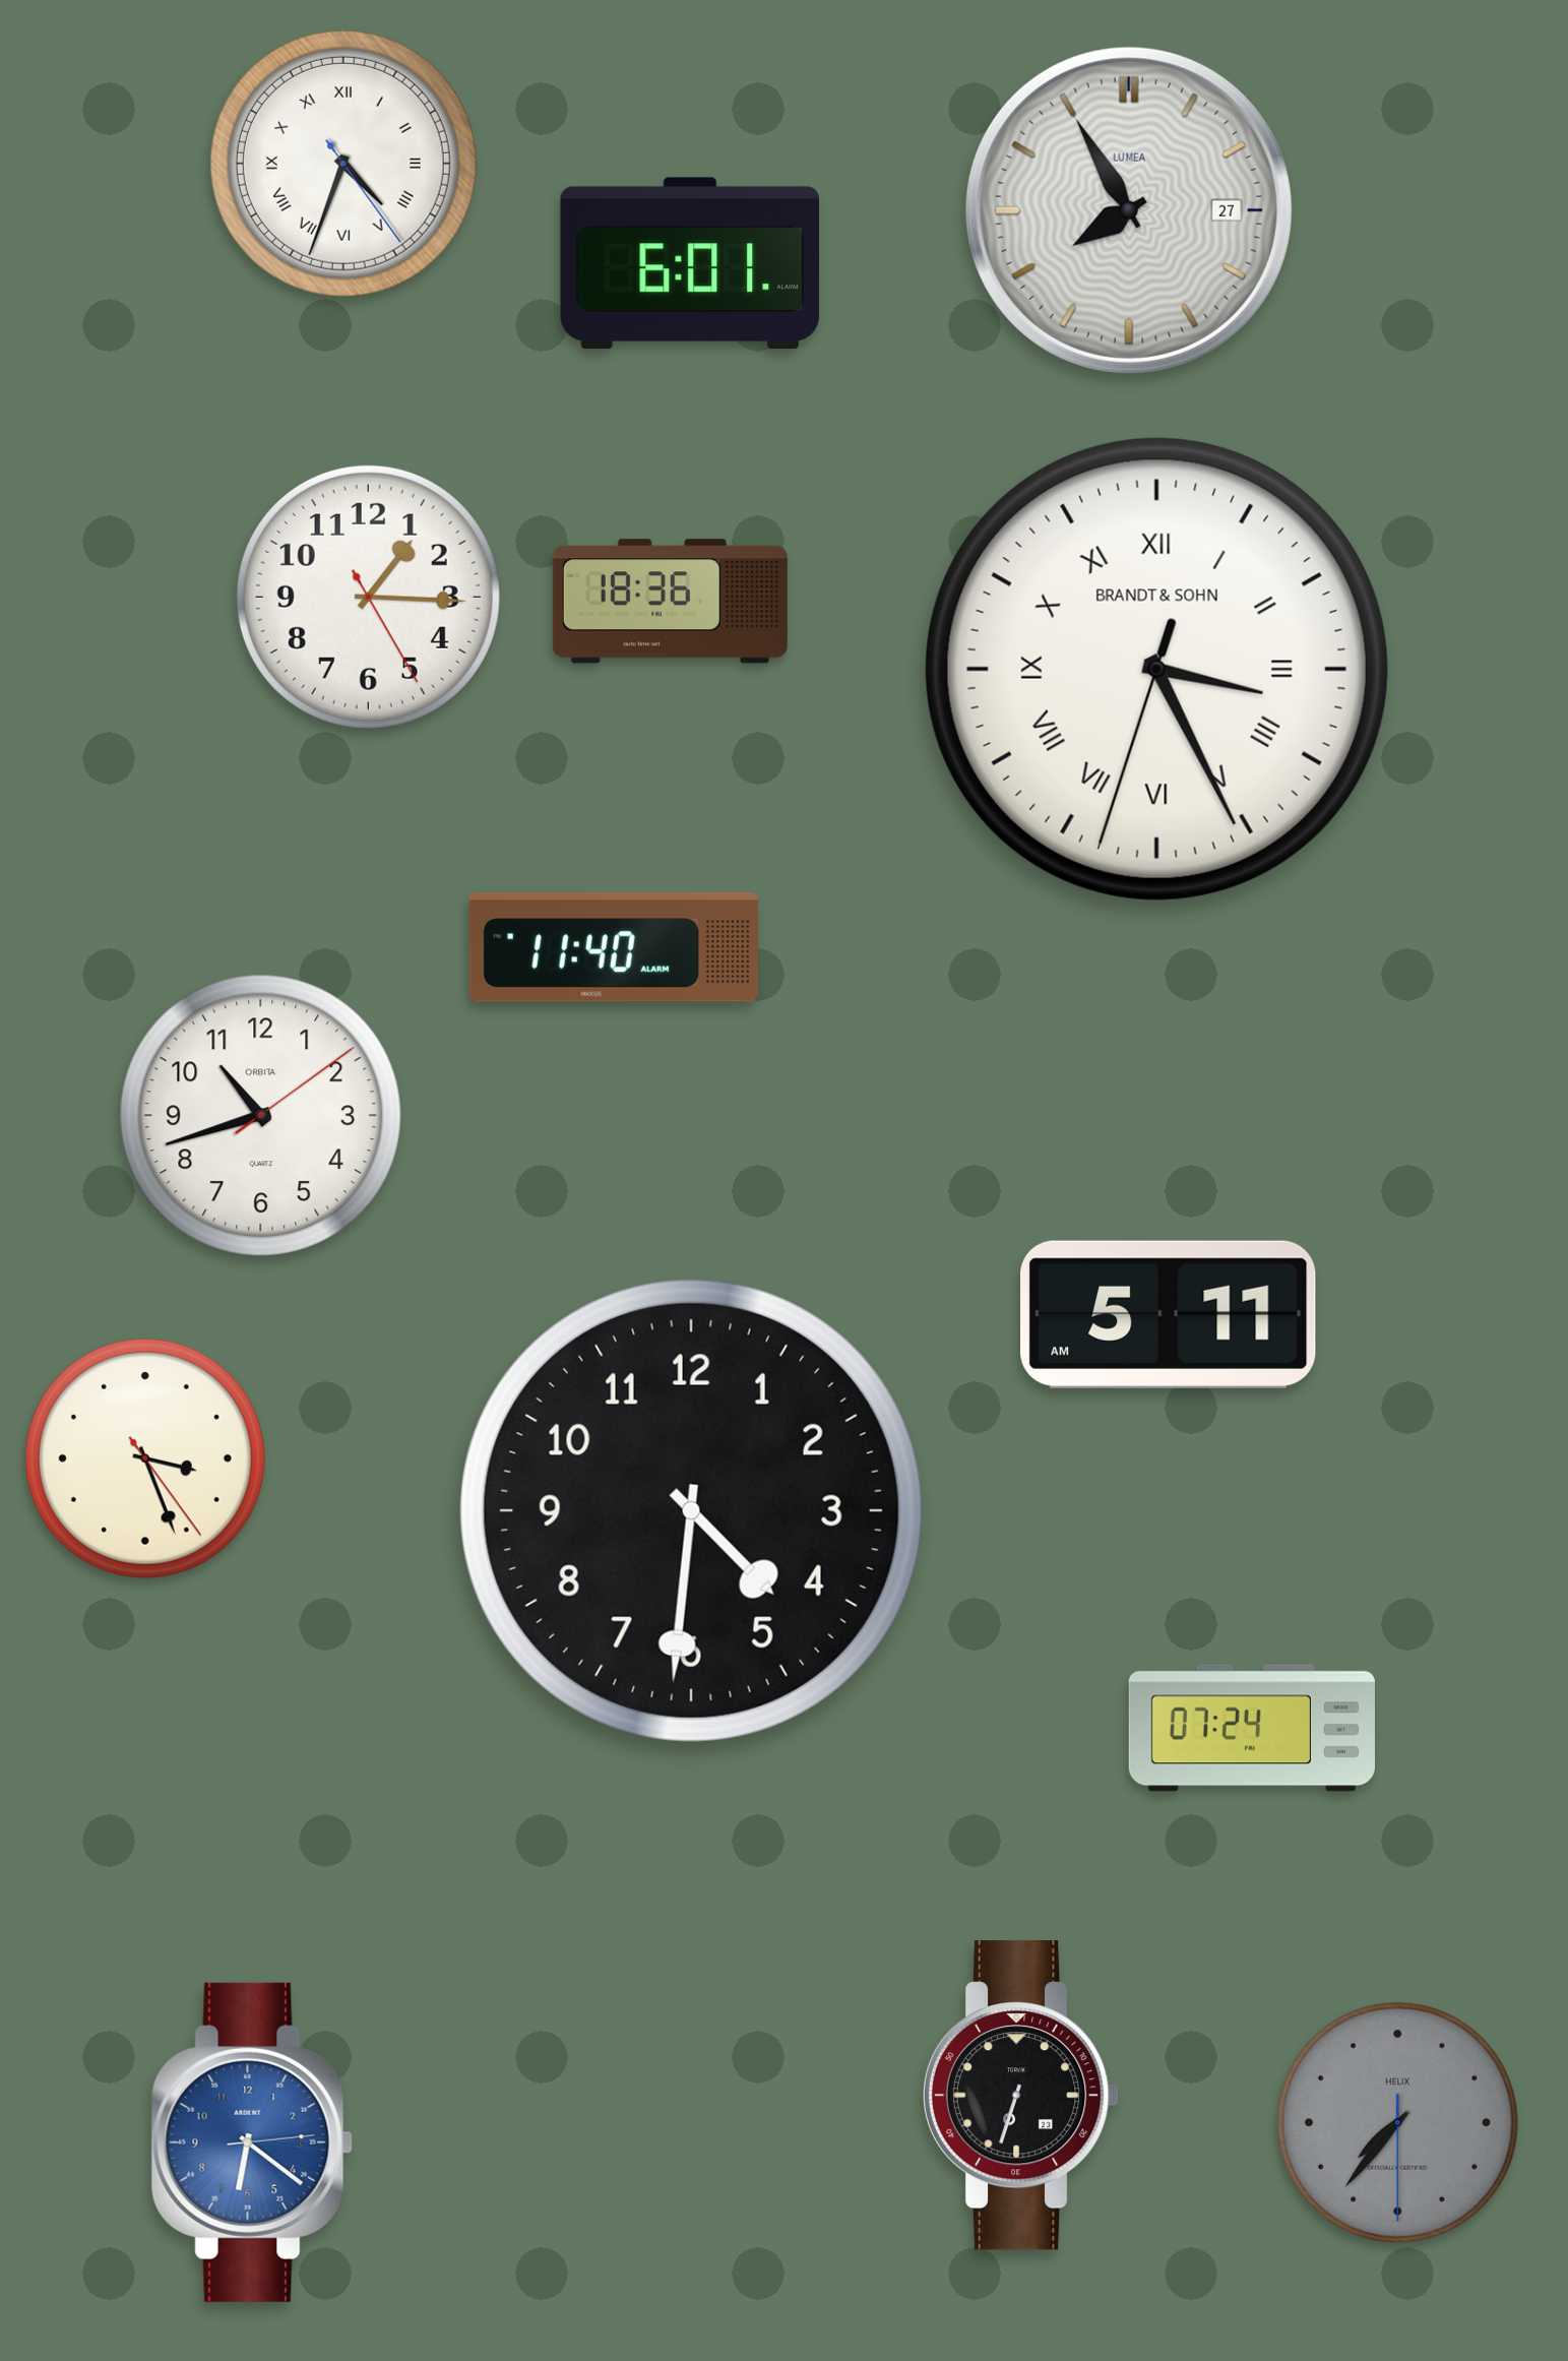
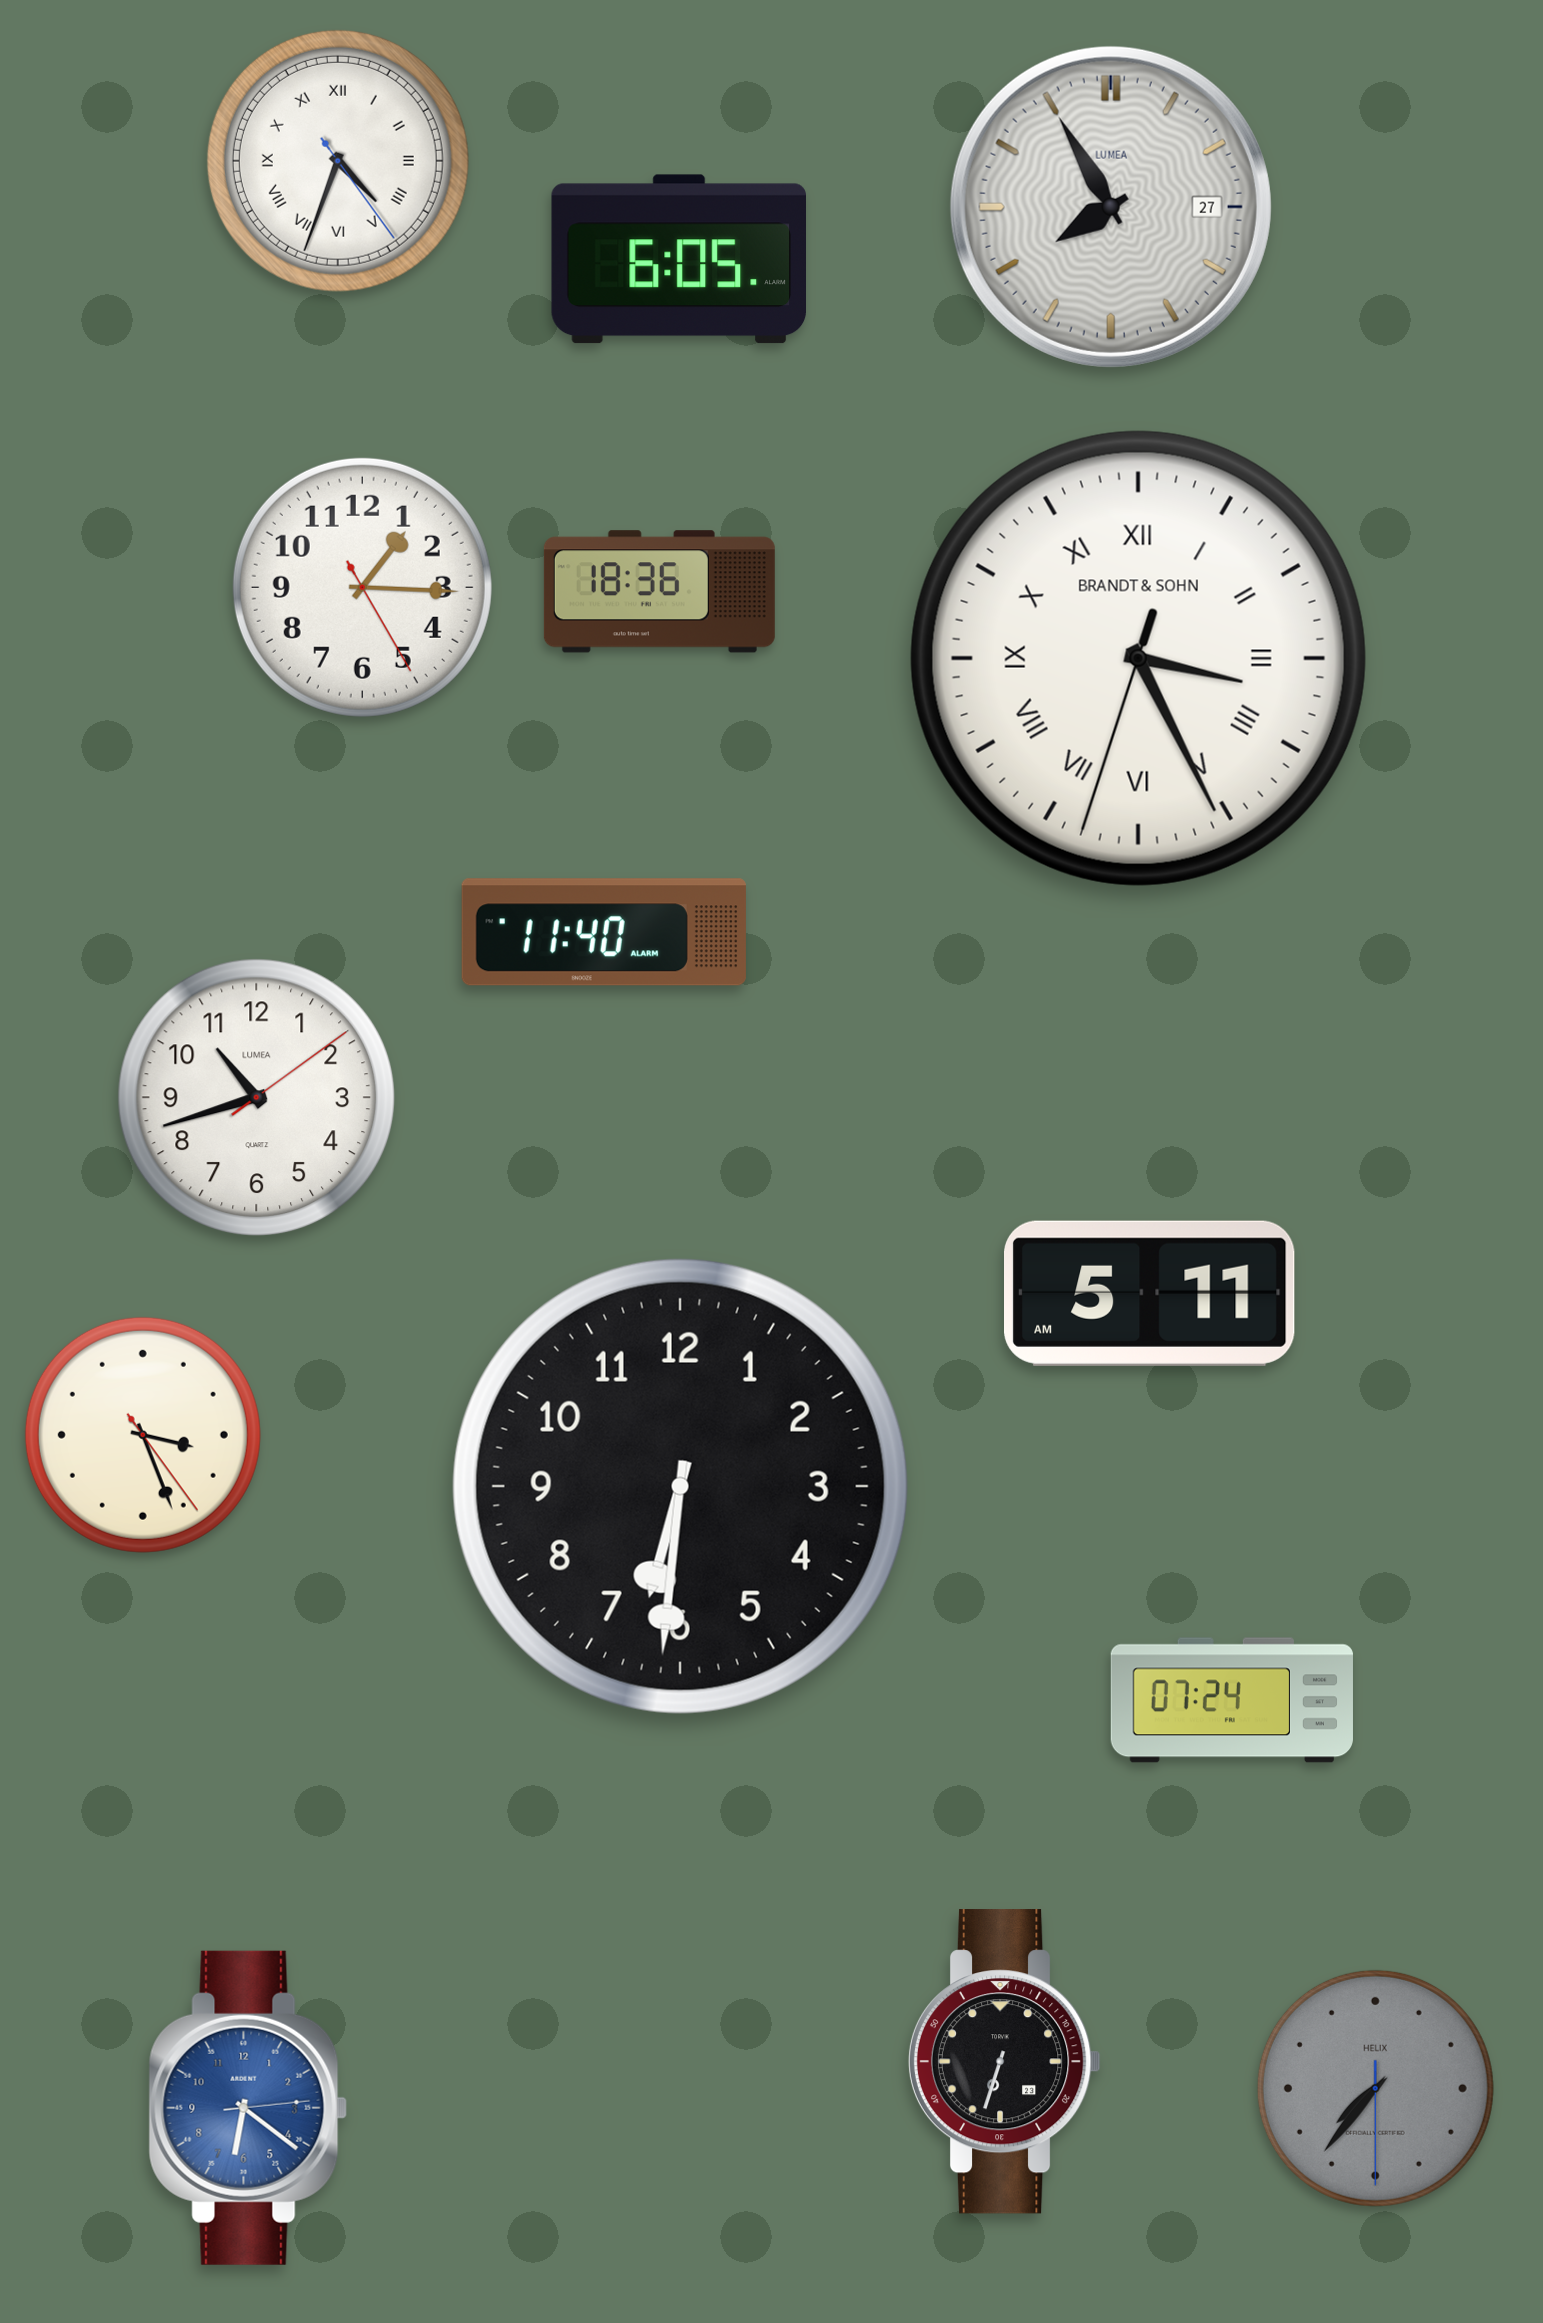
clock at (689, 263): 6:01 -> 6:05
clock at (260, 1115) brand: ORBITA -> LUMEA
clock at (691, 1510): 4:31 -> 6:31
